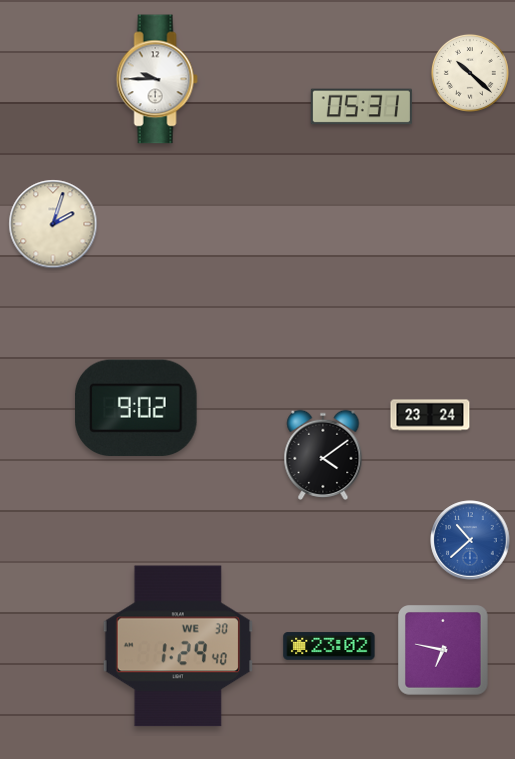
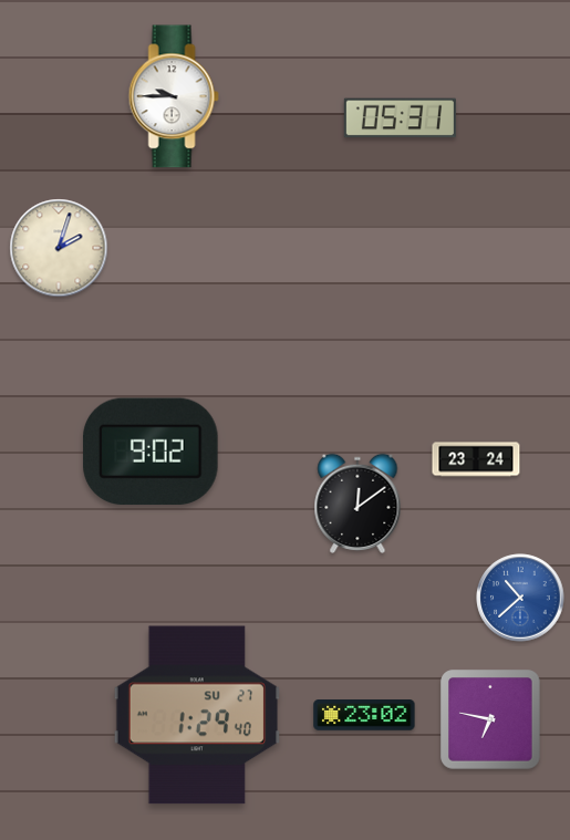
clock at (470, 73): 10:22 -> none
clock at (157, 79) position: (157, 79) -> (174, 96)
clock at (323, 455): 4:09 -> 12:09
clock at (178, 646) date: WE 30 -> SU 27
